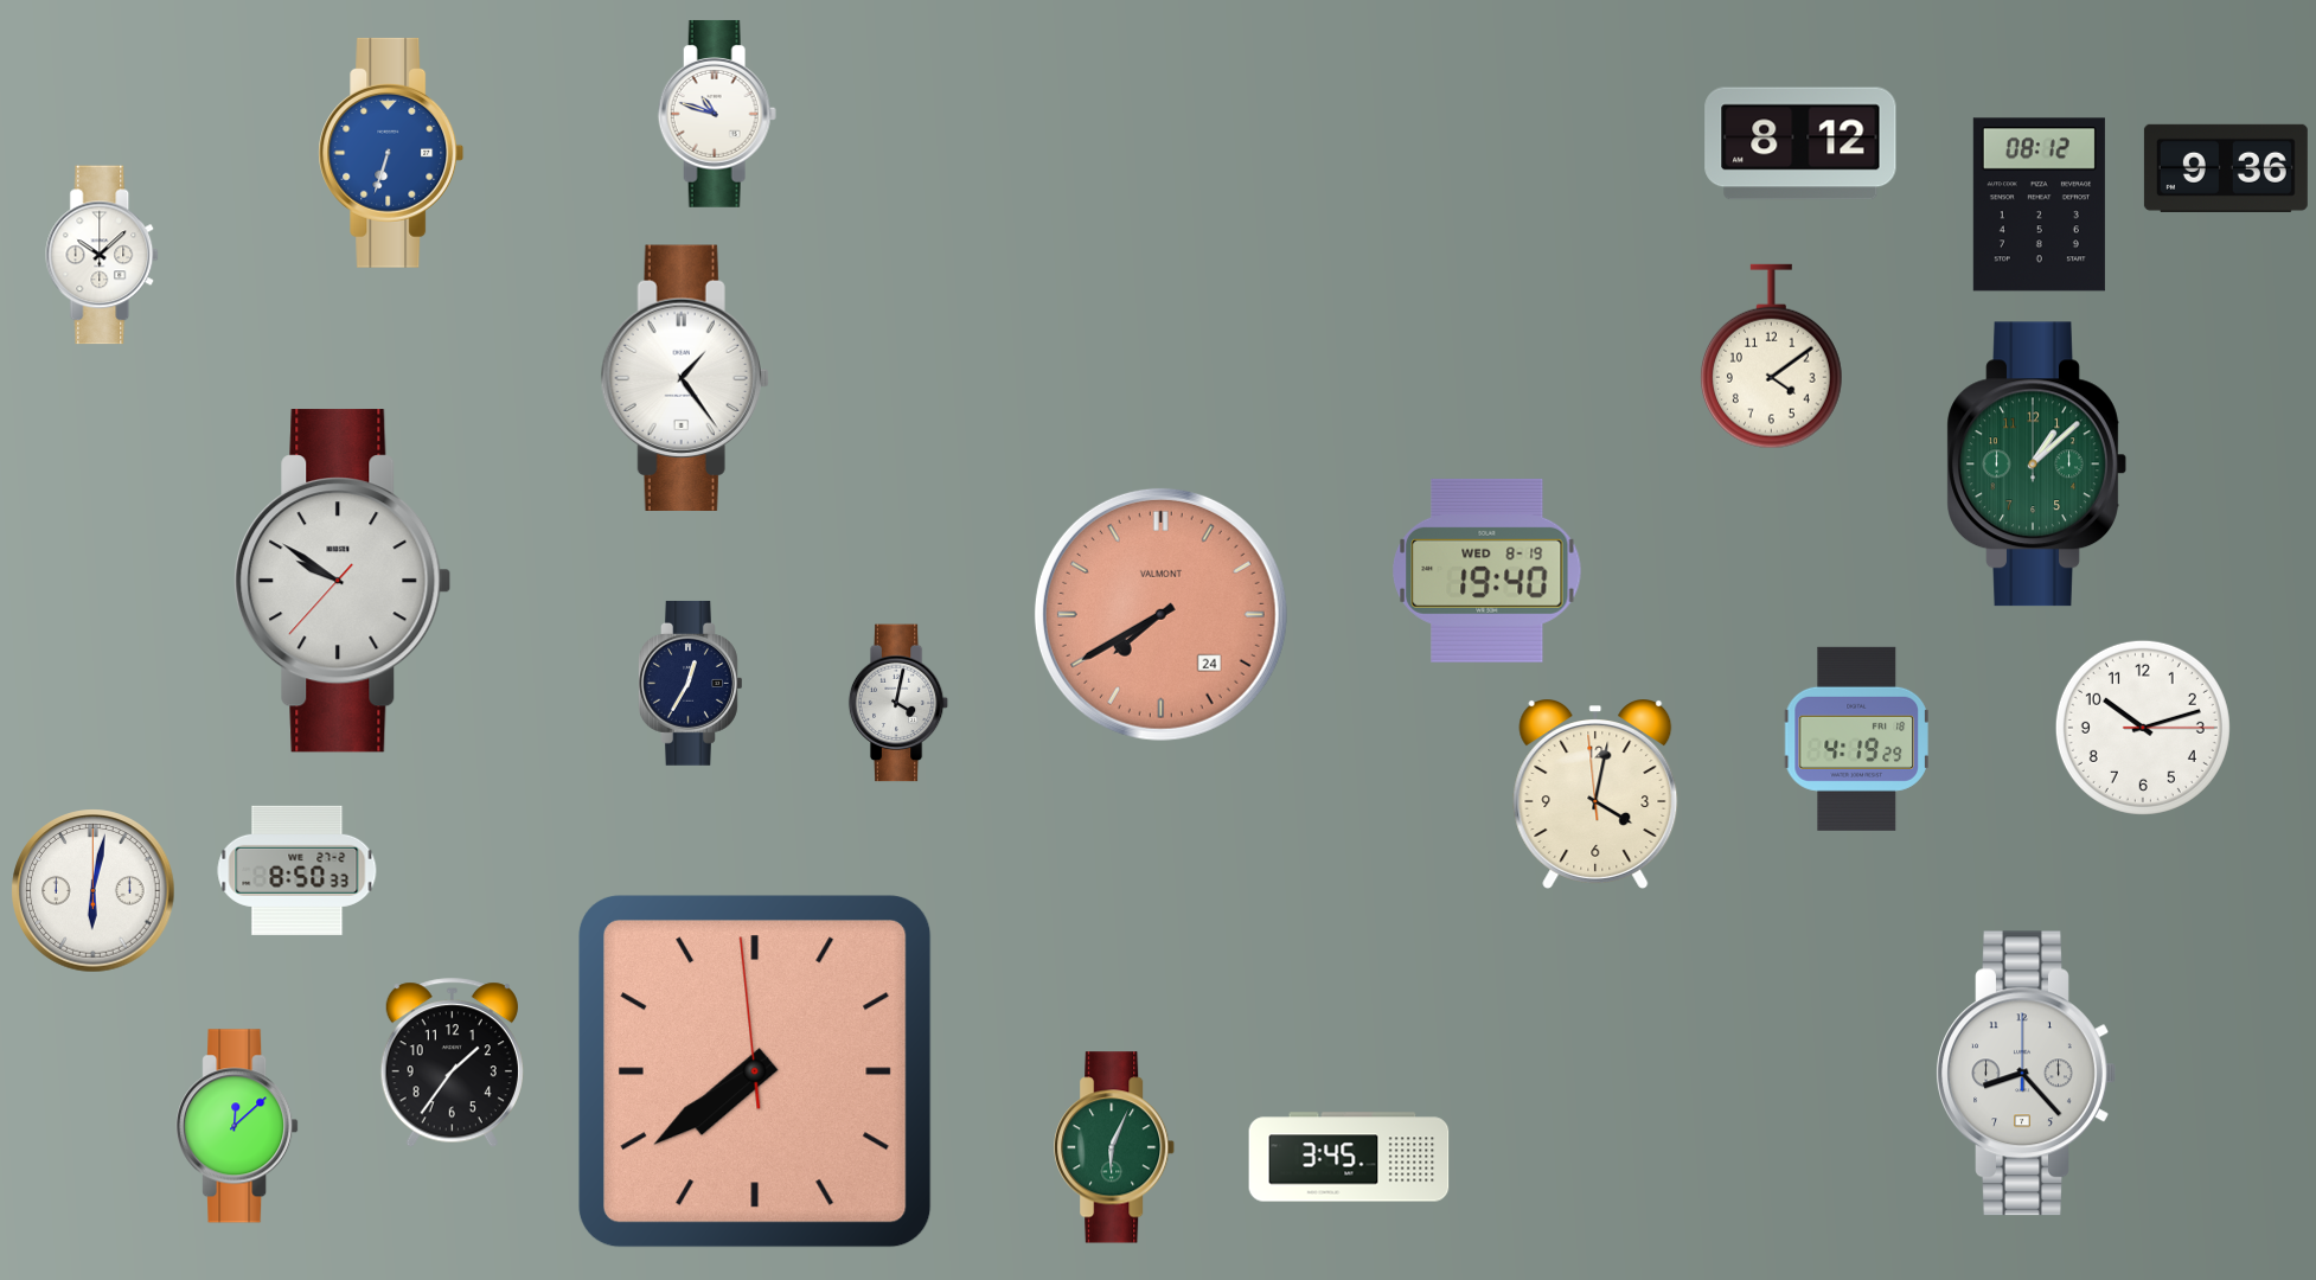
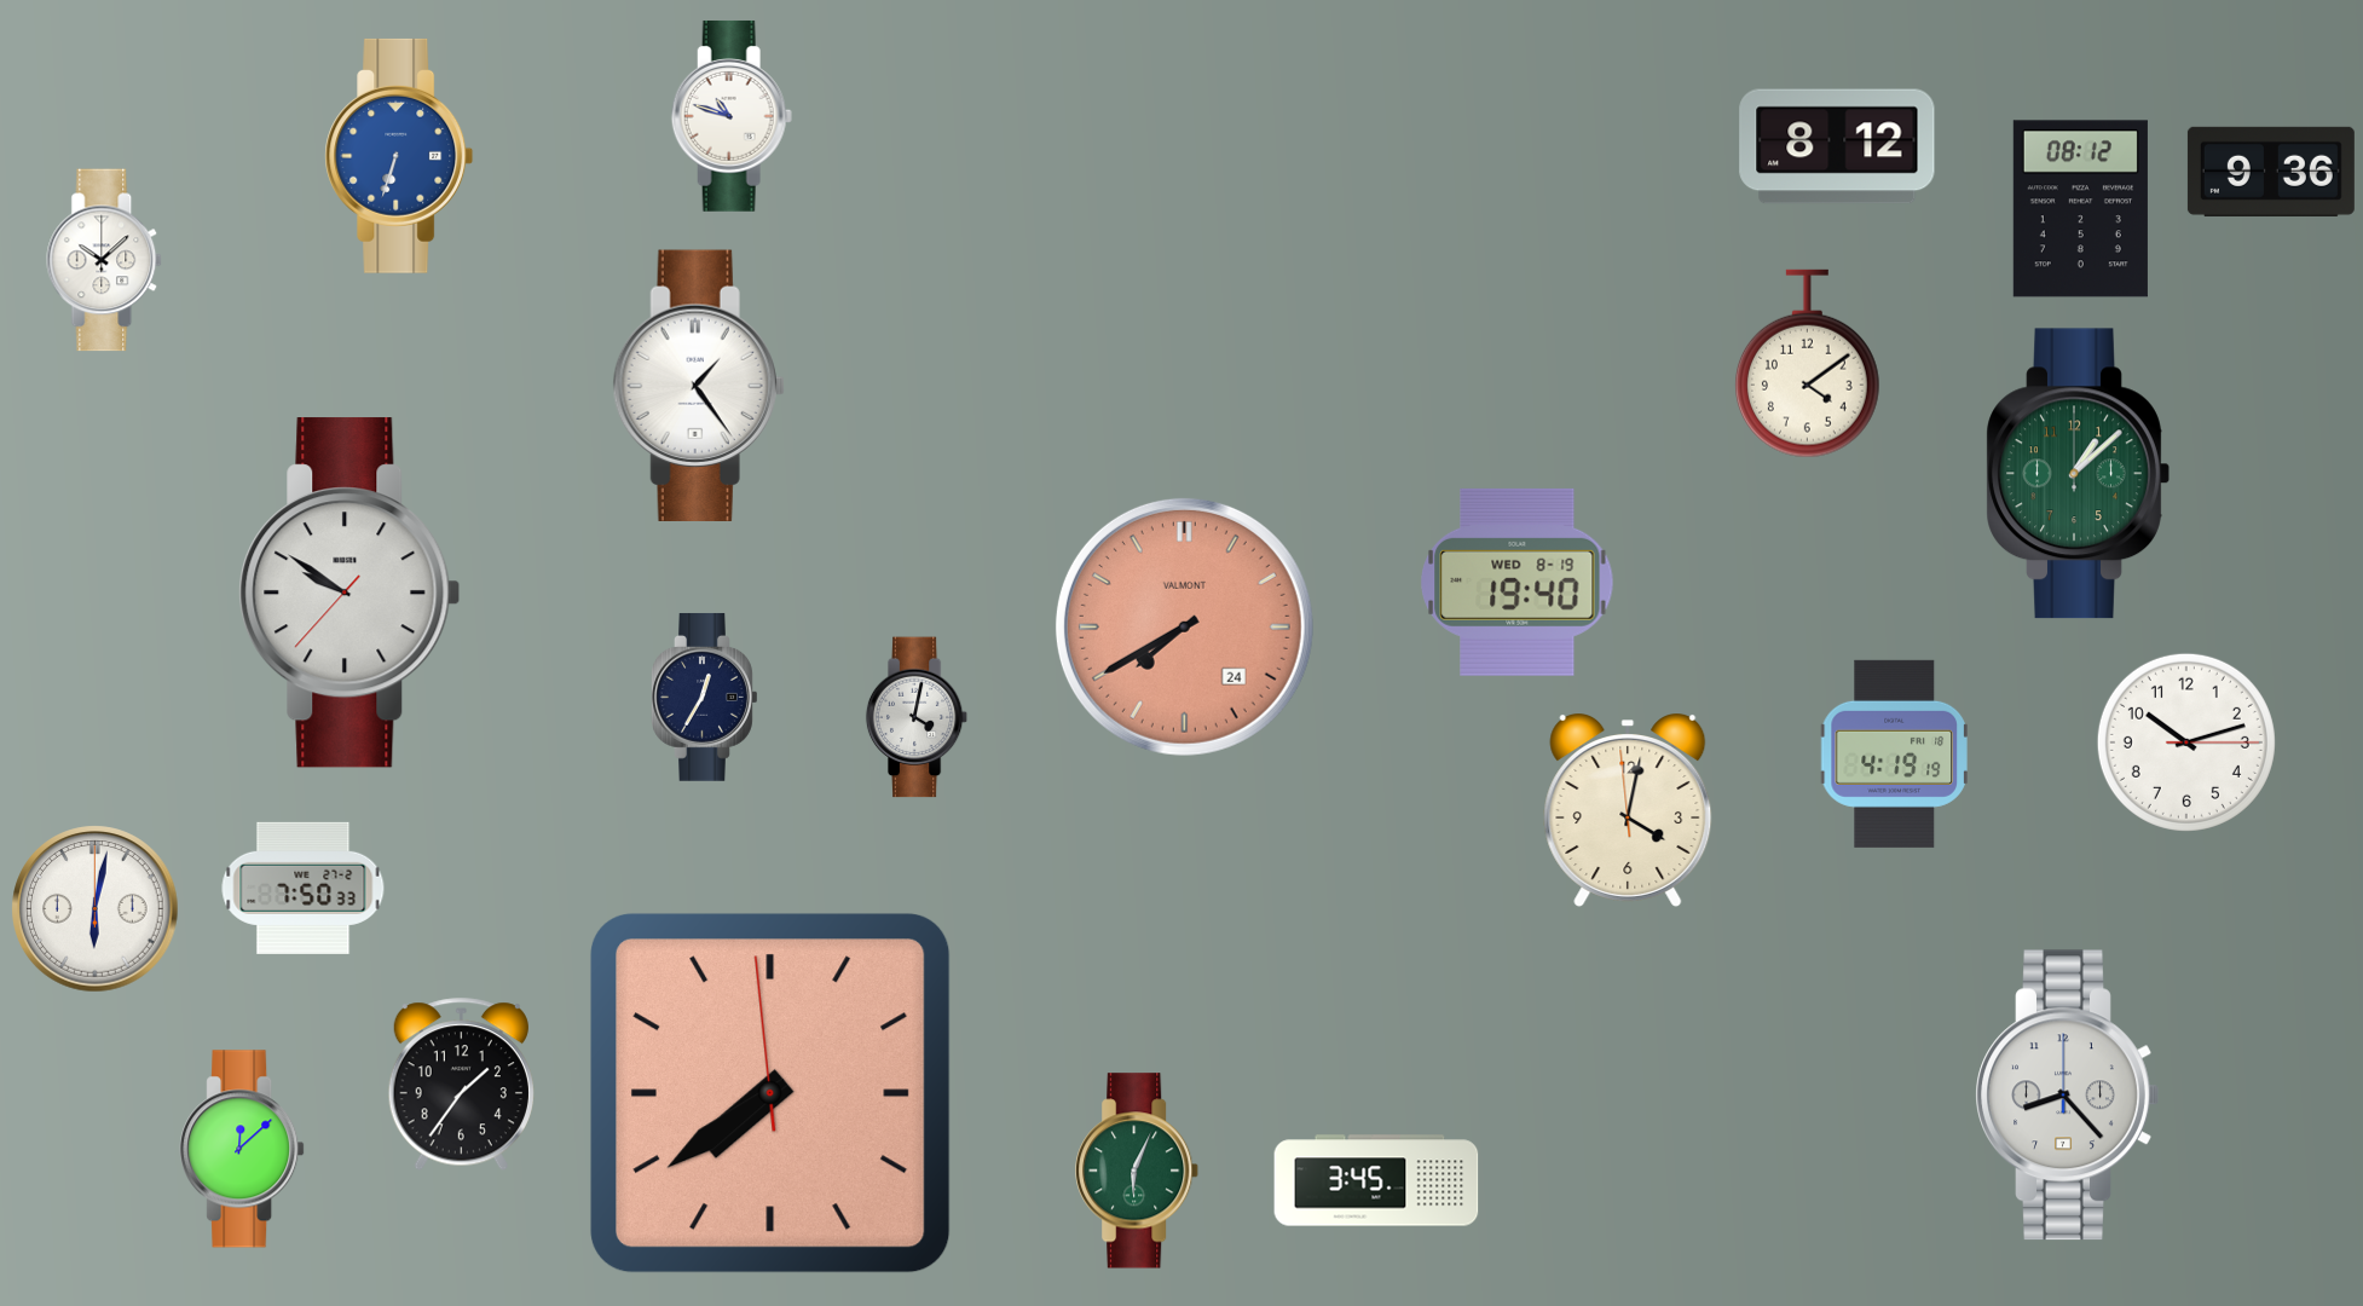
clock at (1856, 738): 4:19:29 -> 4:19:19
clock at (298, 870): 8:50 -> 7:50
